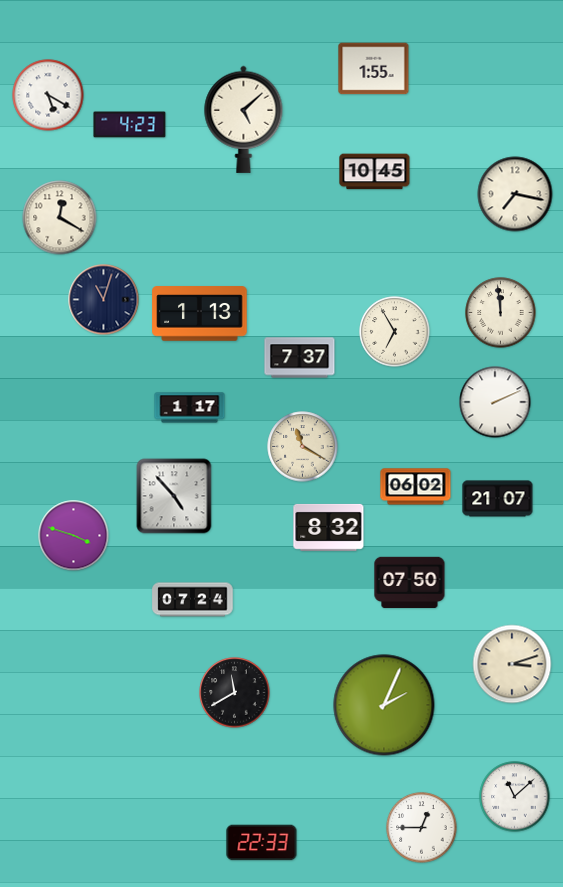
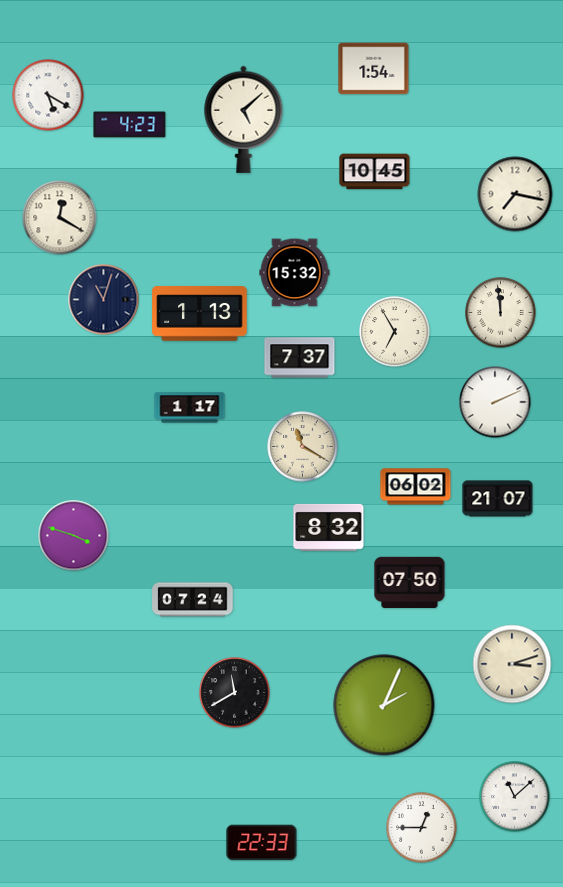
clock at (374, 69): 1:55 -> 1:54
clock at (295, 273): none -> 15:32
clock at (174, 496): 4:53 -> none
